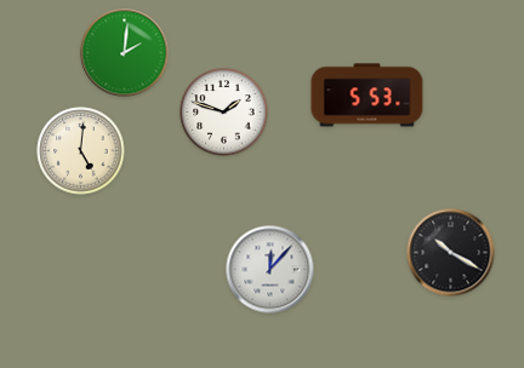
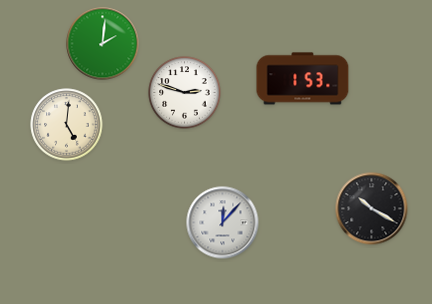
clock at (368, 96): 5:53 -> 1:53
clock at (224, 113): 1:48 -> 2:48
